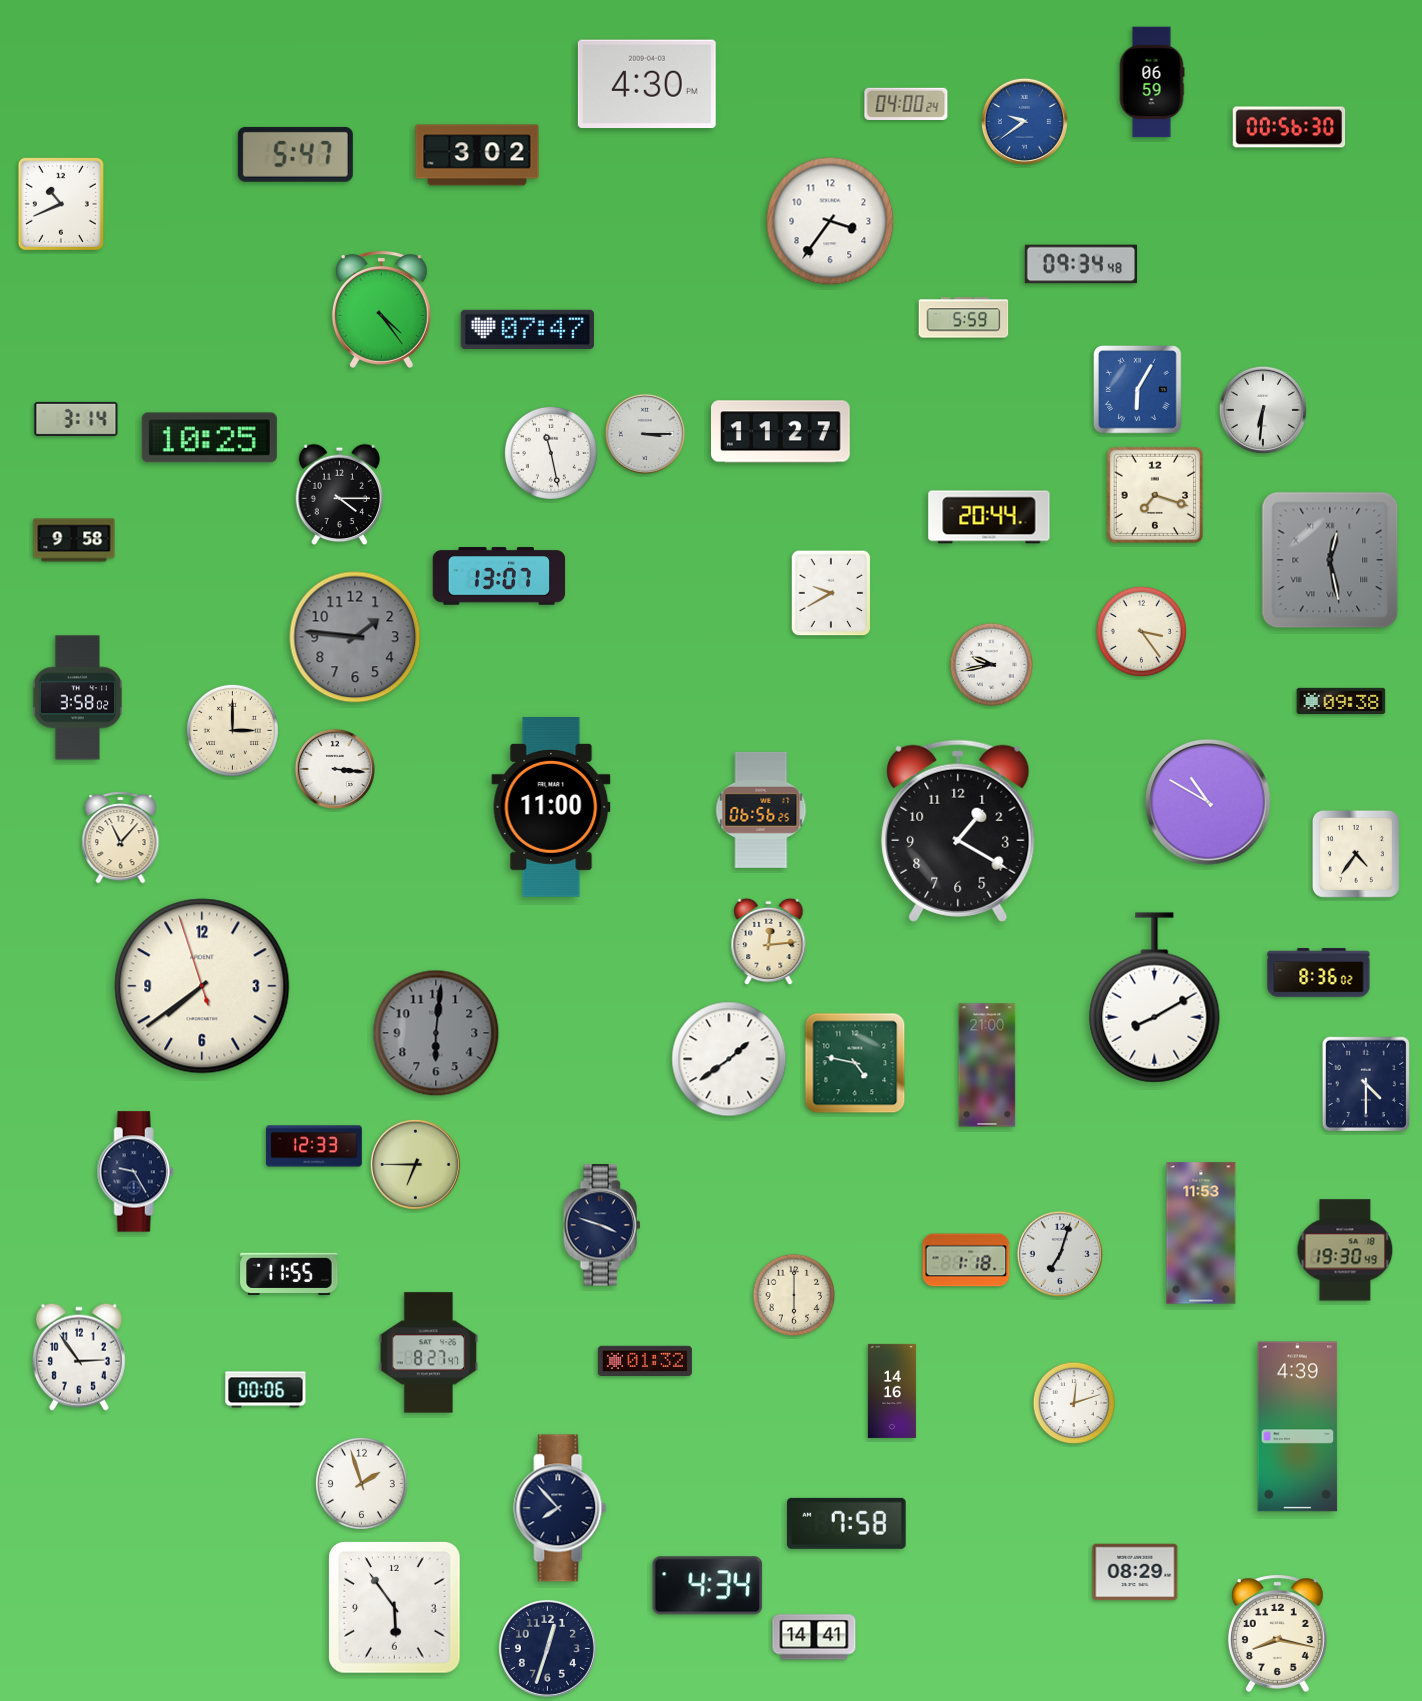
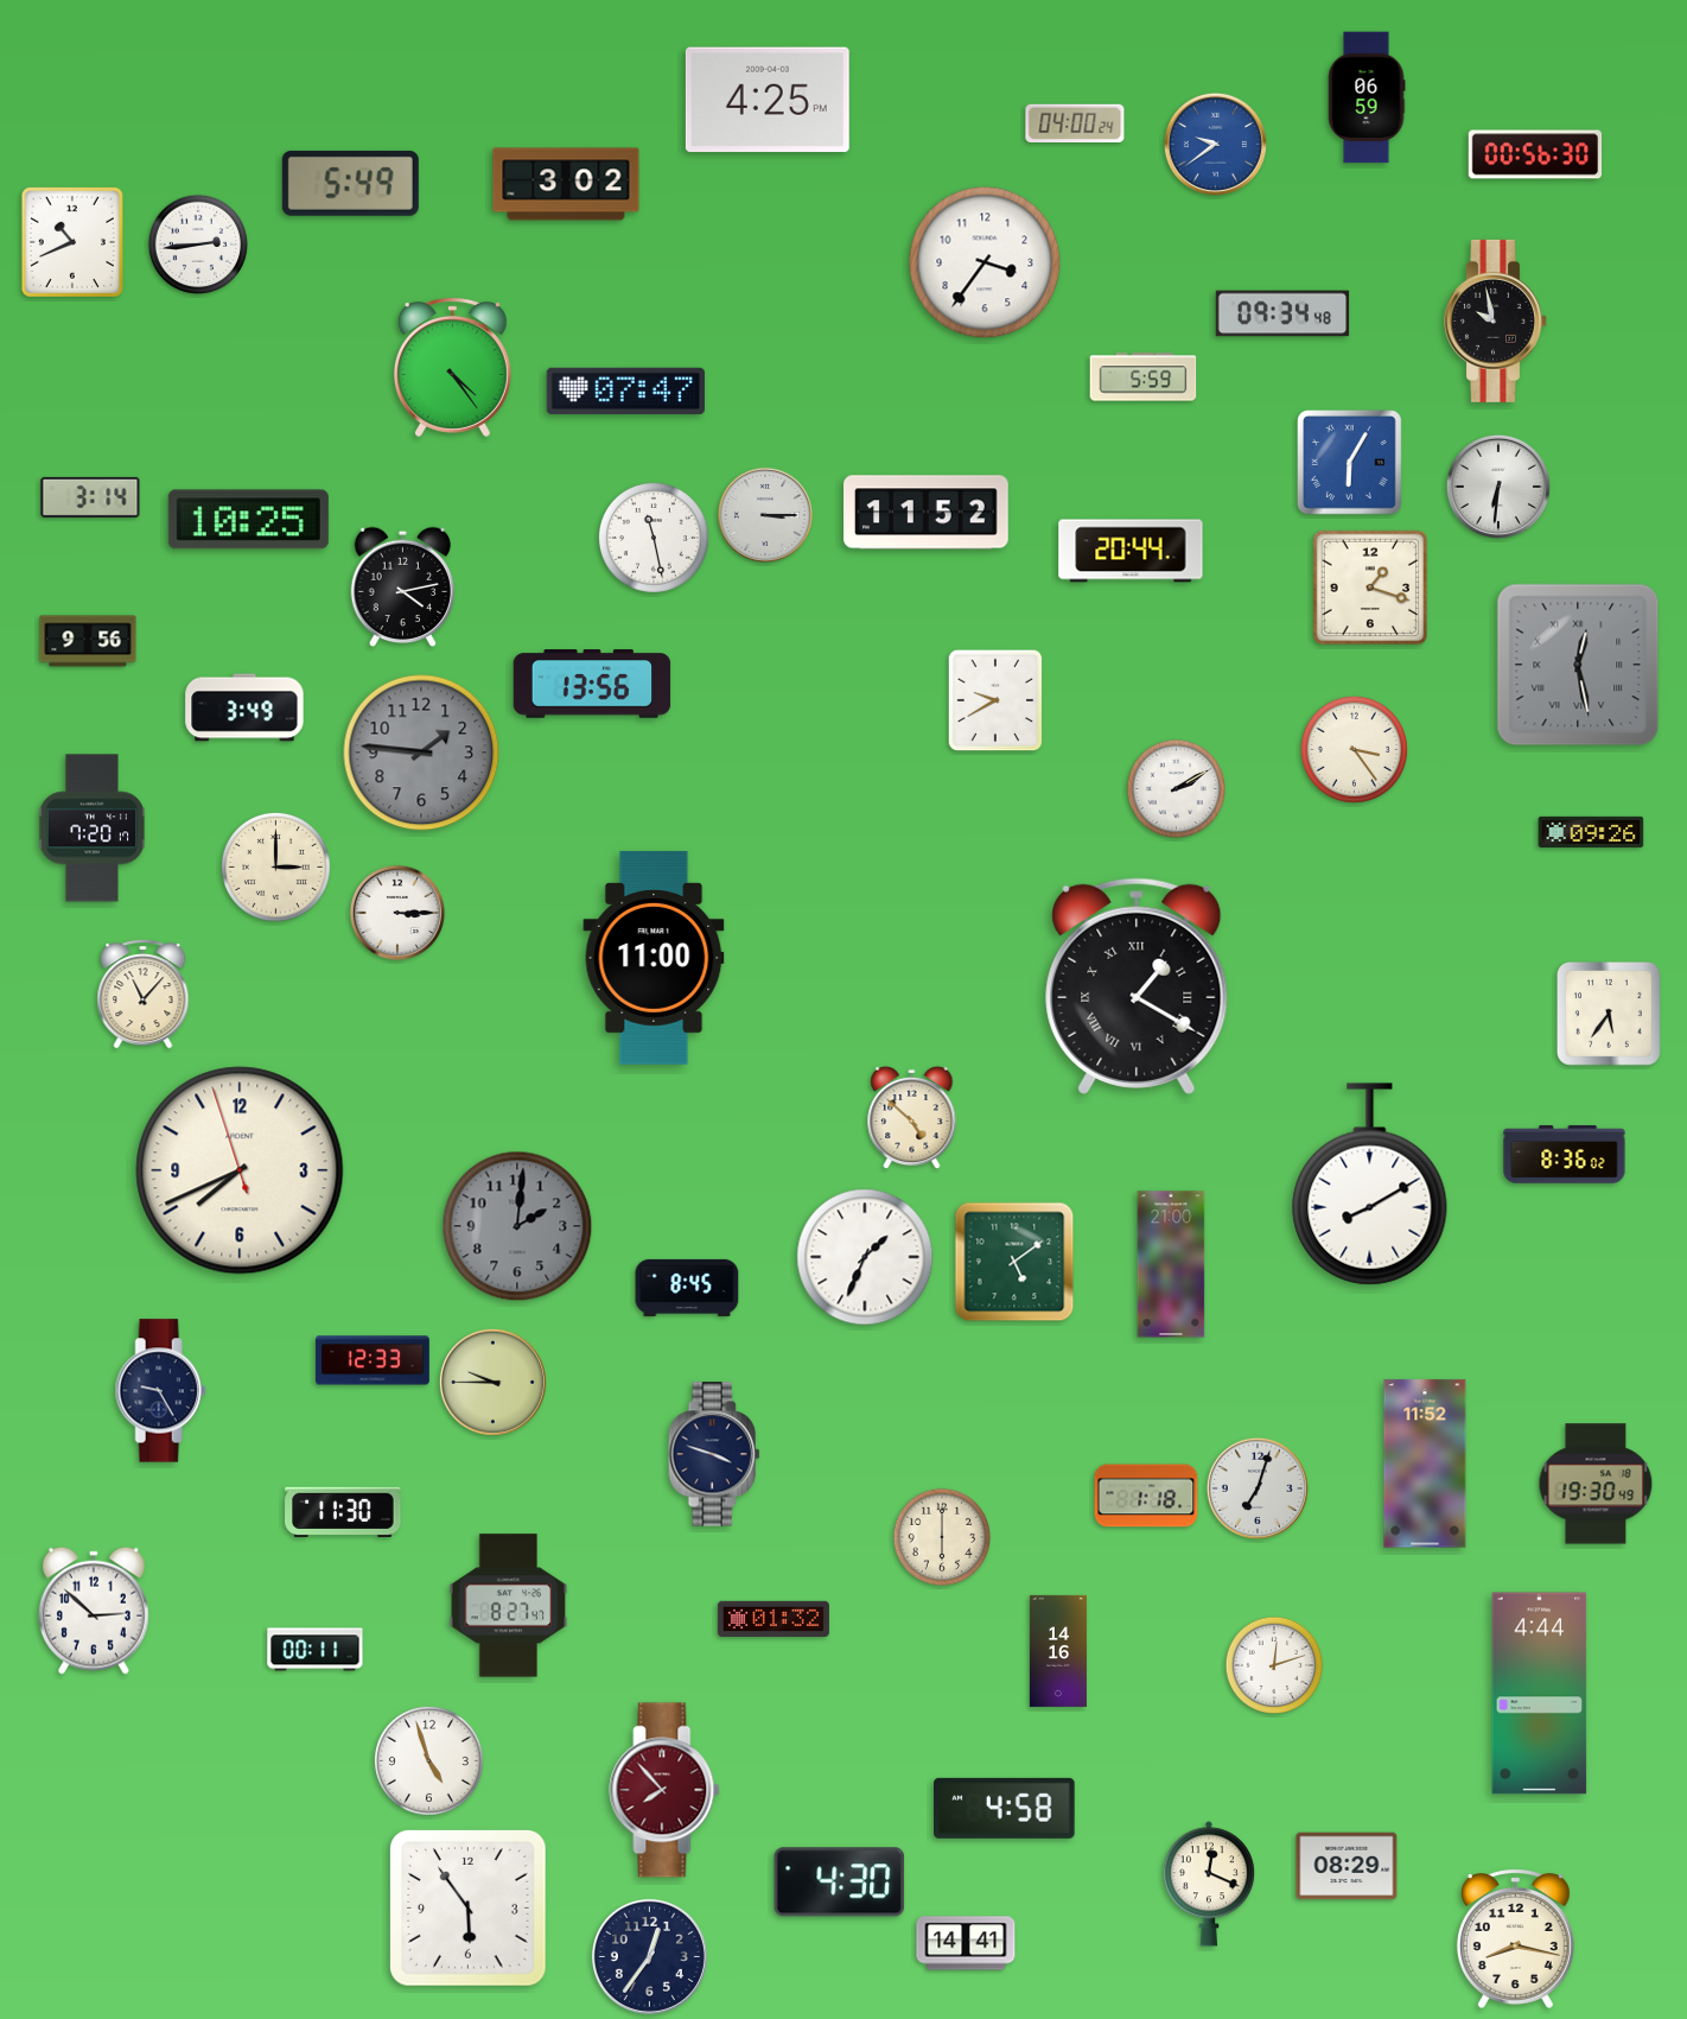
clock at (647, 84): 4:30 -> 4:25
clock at (1289, 127) position: (1289, 127) -> (1535, 154)
clock at (295, 154): 5:47 -> 5:49
clock at (198, 245): none -> 2:44
clock at (1496, 320): none -> 9:58
clock at (781, 432): 11:27 -> 11:52
clock at (340, 495): 4:15 -> 4:13
clock at (1155, 495): 7:18 -> 1:18
clock at (989, 517) position: (989, 517) -> (1131, 551)
clock at (74, 540): 9:58 -> 9:56
clock at (499, 576): 13:07 -> 13:56
clock at (831, 593) position: (831, 593) -> (995, 700)
clock at (244, 707): none -> 3:49
clock at (355, 637) position: (355, 637) -> (421, 753)
clock at (992, 665): 9:43 -> 2:10
clock at (78, 698): 3:58 -> 7:20
clock at (1341, 700): 09:38 -> 09:26
clock at (335, 769): 3:16 -> 3:15
clock at (1208, 802): 10:50 -> none
clock at (761, 810): 06:56 -> none
clock at (958, 831) numerals: Arabic -> Roman
clock at (1356, 854): 4:36 -> 5:36
clock at (769, 942): 12:14 -> 4:52
clock at (202, 986): 7:38 -> 7:40
clock at (436, 1033): 6:01 -> 2:01
clock at (729, 1059): 1:39 -> 1:34
clock at (855, 1063): 4:47 -> 5:09
clock at (1366, 1083): 4:30 -> none
clock at (687, 1288): none -> 8:45
clock at (415, 1164): 6:45 -> 9:45
clock at (1201, 1233): 11:53 -> 11:52
clock at (289, 1273): 11:55 -> 11:30
clock at (79, 1357): 2:54 -> 2:52
clock at (645, 1360) position: (645, 1360) -> (774, 1618)
clock at (266, 1390): 00:06 -> 00:11
clock at (1298, 1427): 4:39 -> 4:44
clock at (361, 1483): 1:57 -> 4:57
clock at (560, 1508) dial: navy -> burgundy
clock at (847, 1523): 7:58 -> 4:58
clock at (708, 1586): 4:34 -> 4:30
clock at (1209, 1884): none -> 12:19
clock at (547, 1648): 12:33 -> 12:36
